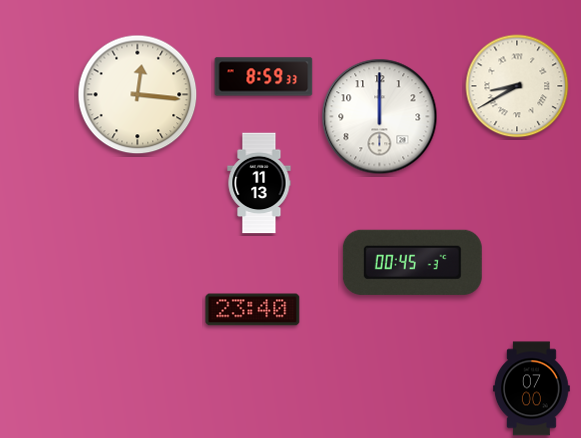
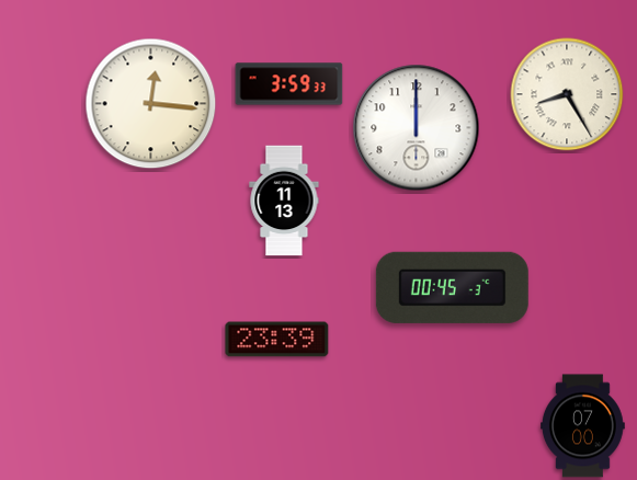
clock at (264, 77): 8:59 -> 3:59
clock at (517, 86): 8:40 -> 8:25
clock at (253, 310): 23:40 -> 23:39
